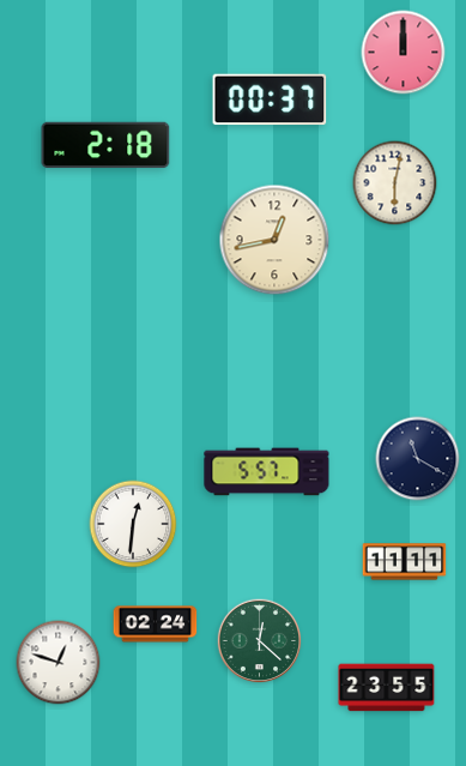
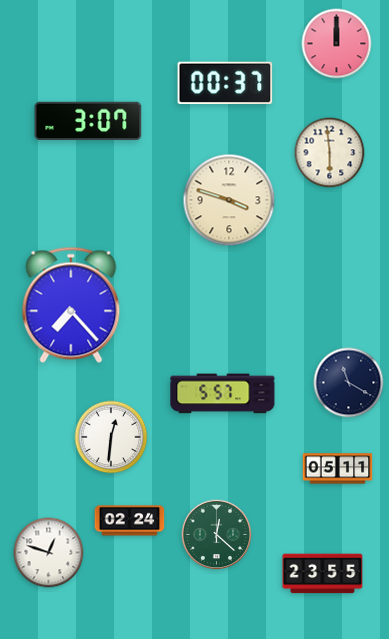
clock at (105, 145): 2:18 -> 3:07
clock at (395, 183): 6:02 -> 5:59
clock at (274, 240): 12:43 -> 3:48
clock at (71, 305): none -> 7:23
clock at (405, 562): 11:11 -> 05:11
